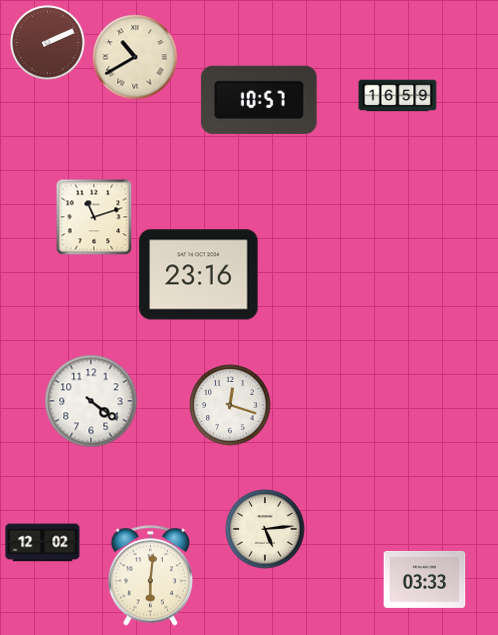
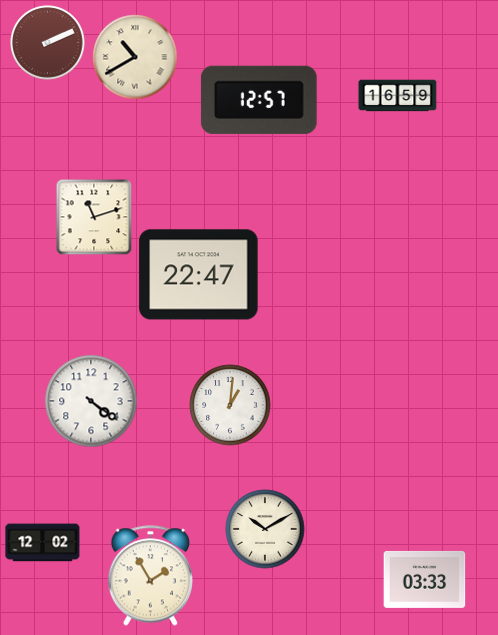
clock at (259, 100): 10:57 -> 12:57
clock at (199, 275): 23:16 -> 22:47
clock at (230, 405): 12:18 -> 1:01
clock at (265, 529): 5:14 -> 10:10
clock at (150, 576): 6:01 -> 1:55
